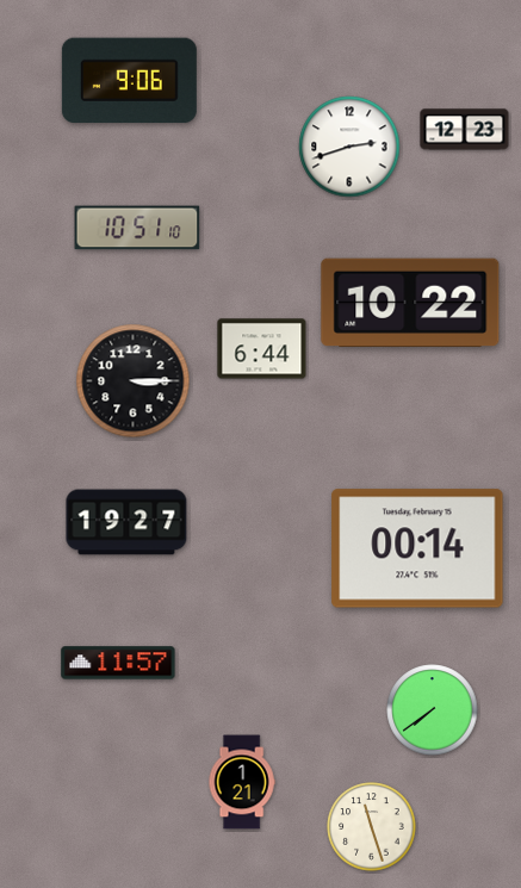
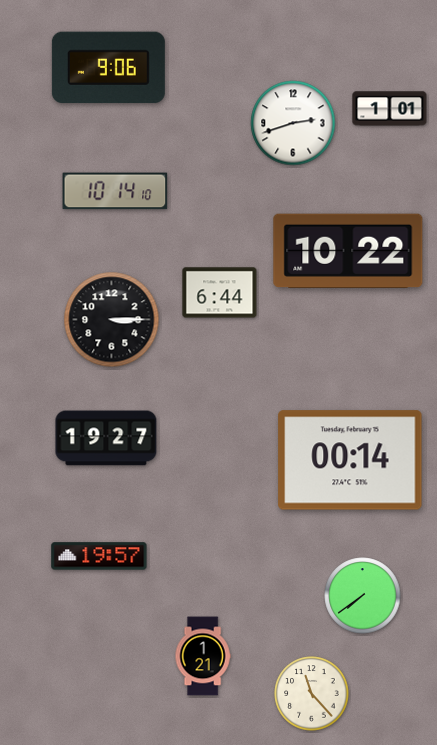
clock at (465, 130): 12:23 -> 1:01
clock at (137, 228): 10:51 -> 10:14
clock at (410, 302) position: (410, 302) -> (348, 250)
clock at (118, 663): 11:57 -> 19:57
clock at (372, 827): 11:27 -> 11:23
